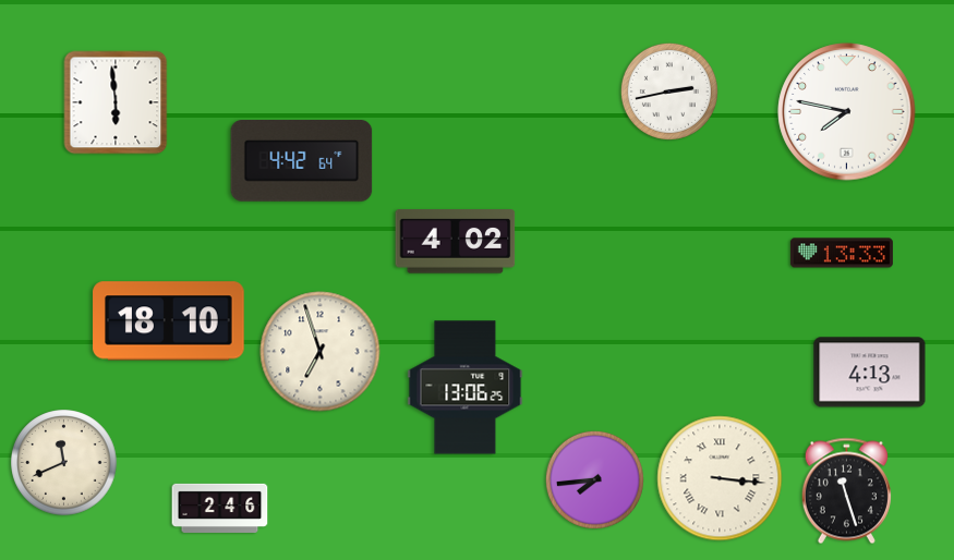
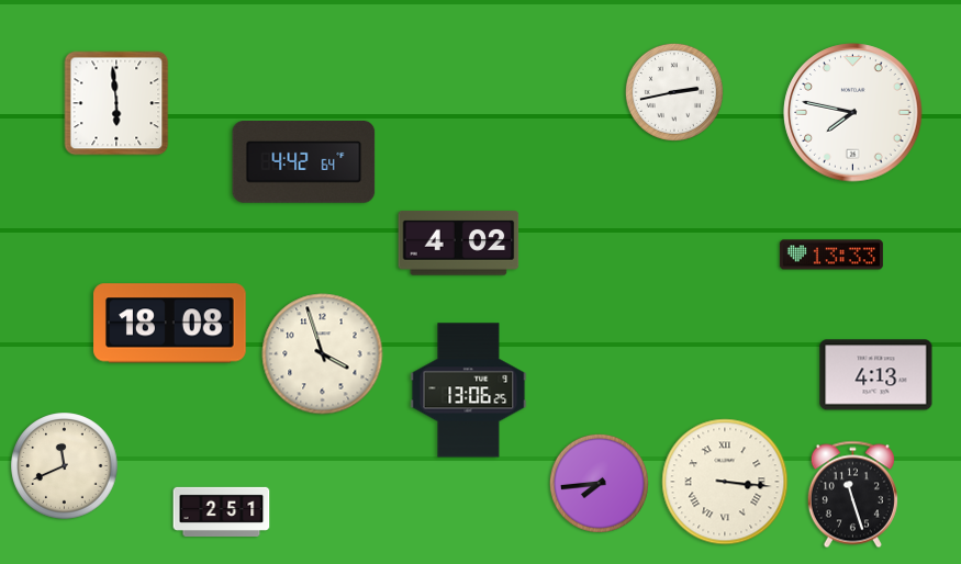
clock at (842, 253) position: (842, 253) -> (831, 255)
clock at (169, 321): 18:10 -> 18:08
clock at (321, 352): 6:57 -> 3:57
clock at (220, 508): 2:46 -> 2:51
